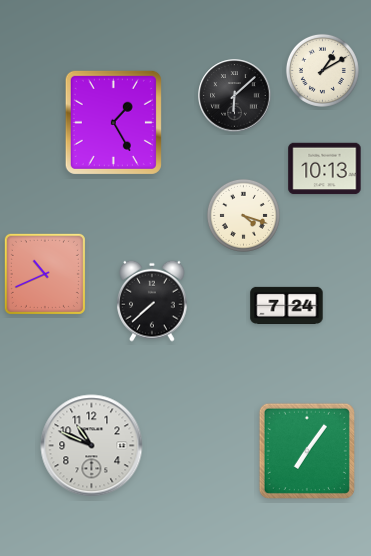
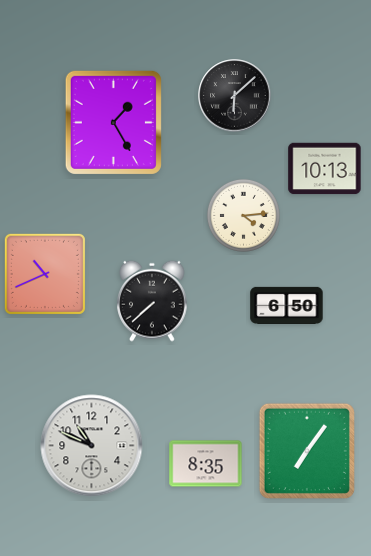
clock at (322, 70): 1:10 -> none
clock at (243, 215): 4:18 -> 4:14
clock at (287, 305): 7:24 -> 6:50
clock at (206, 464): none -> 8:35
